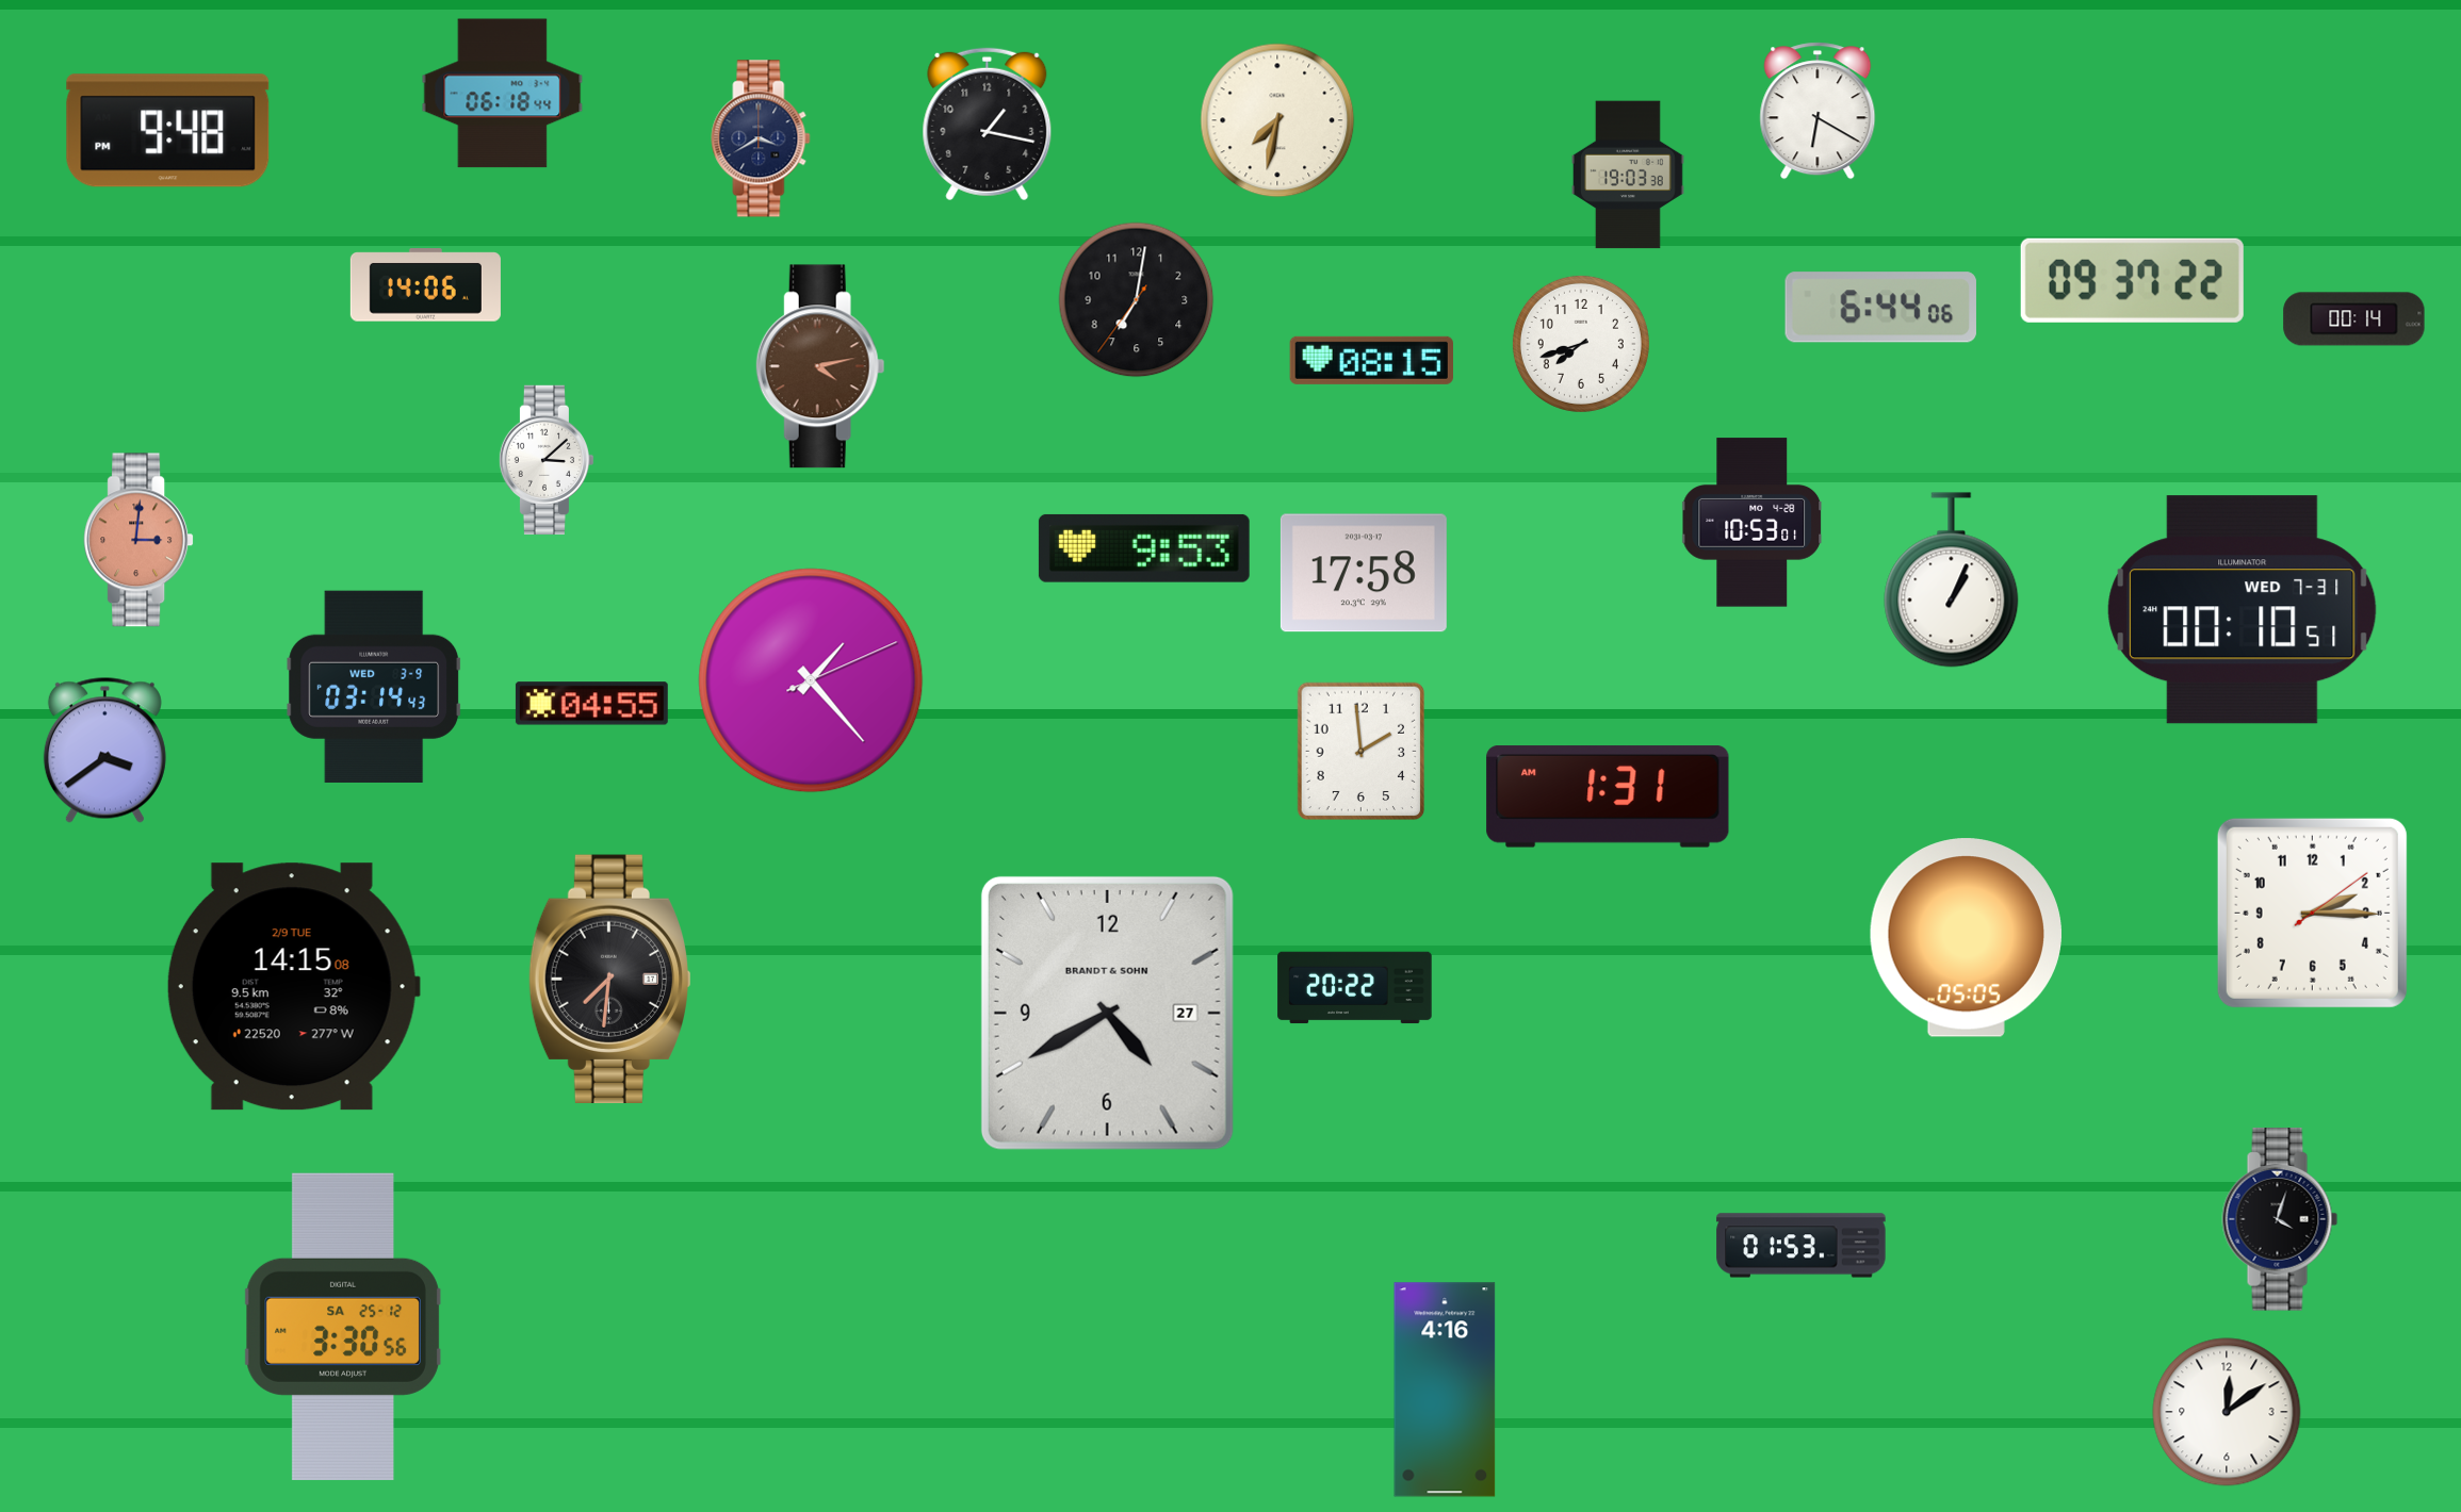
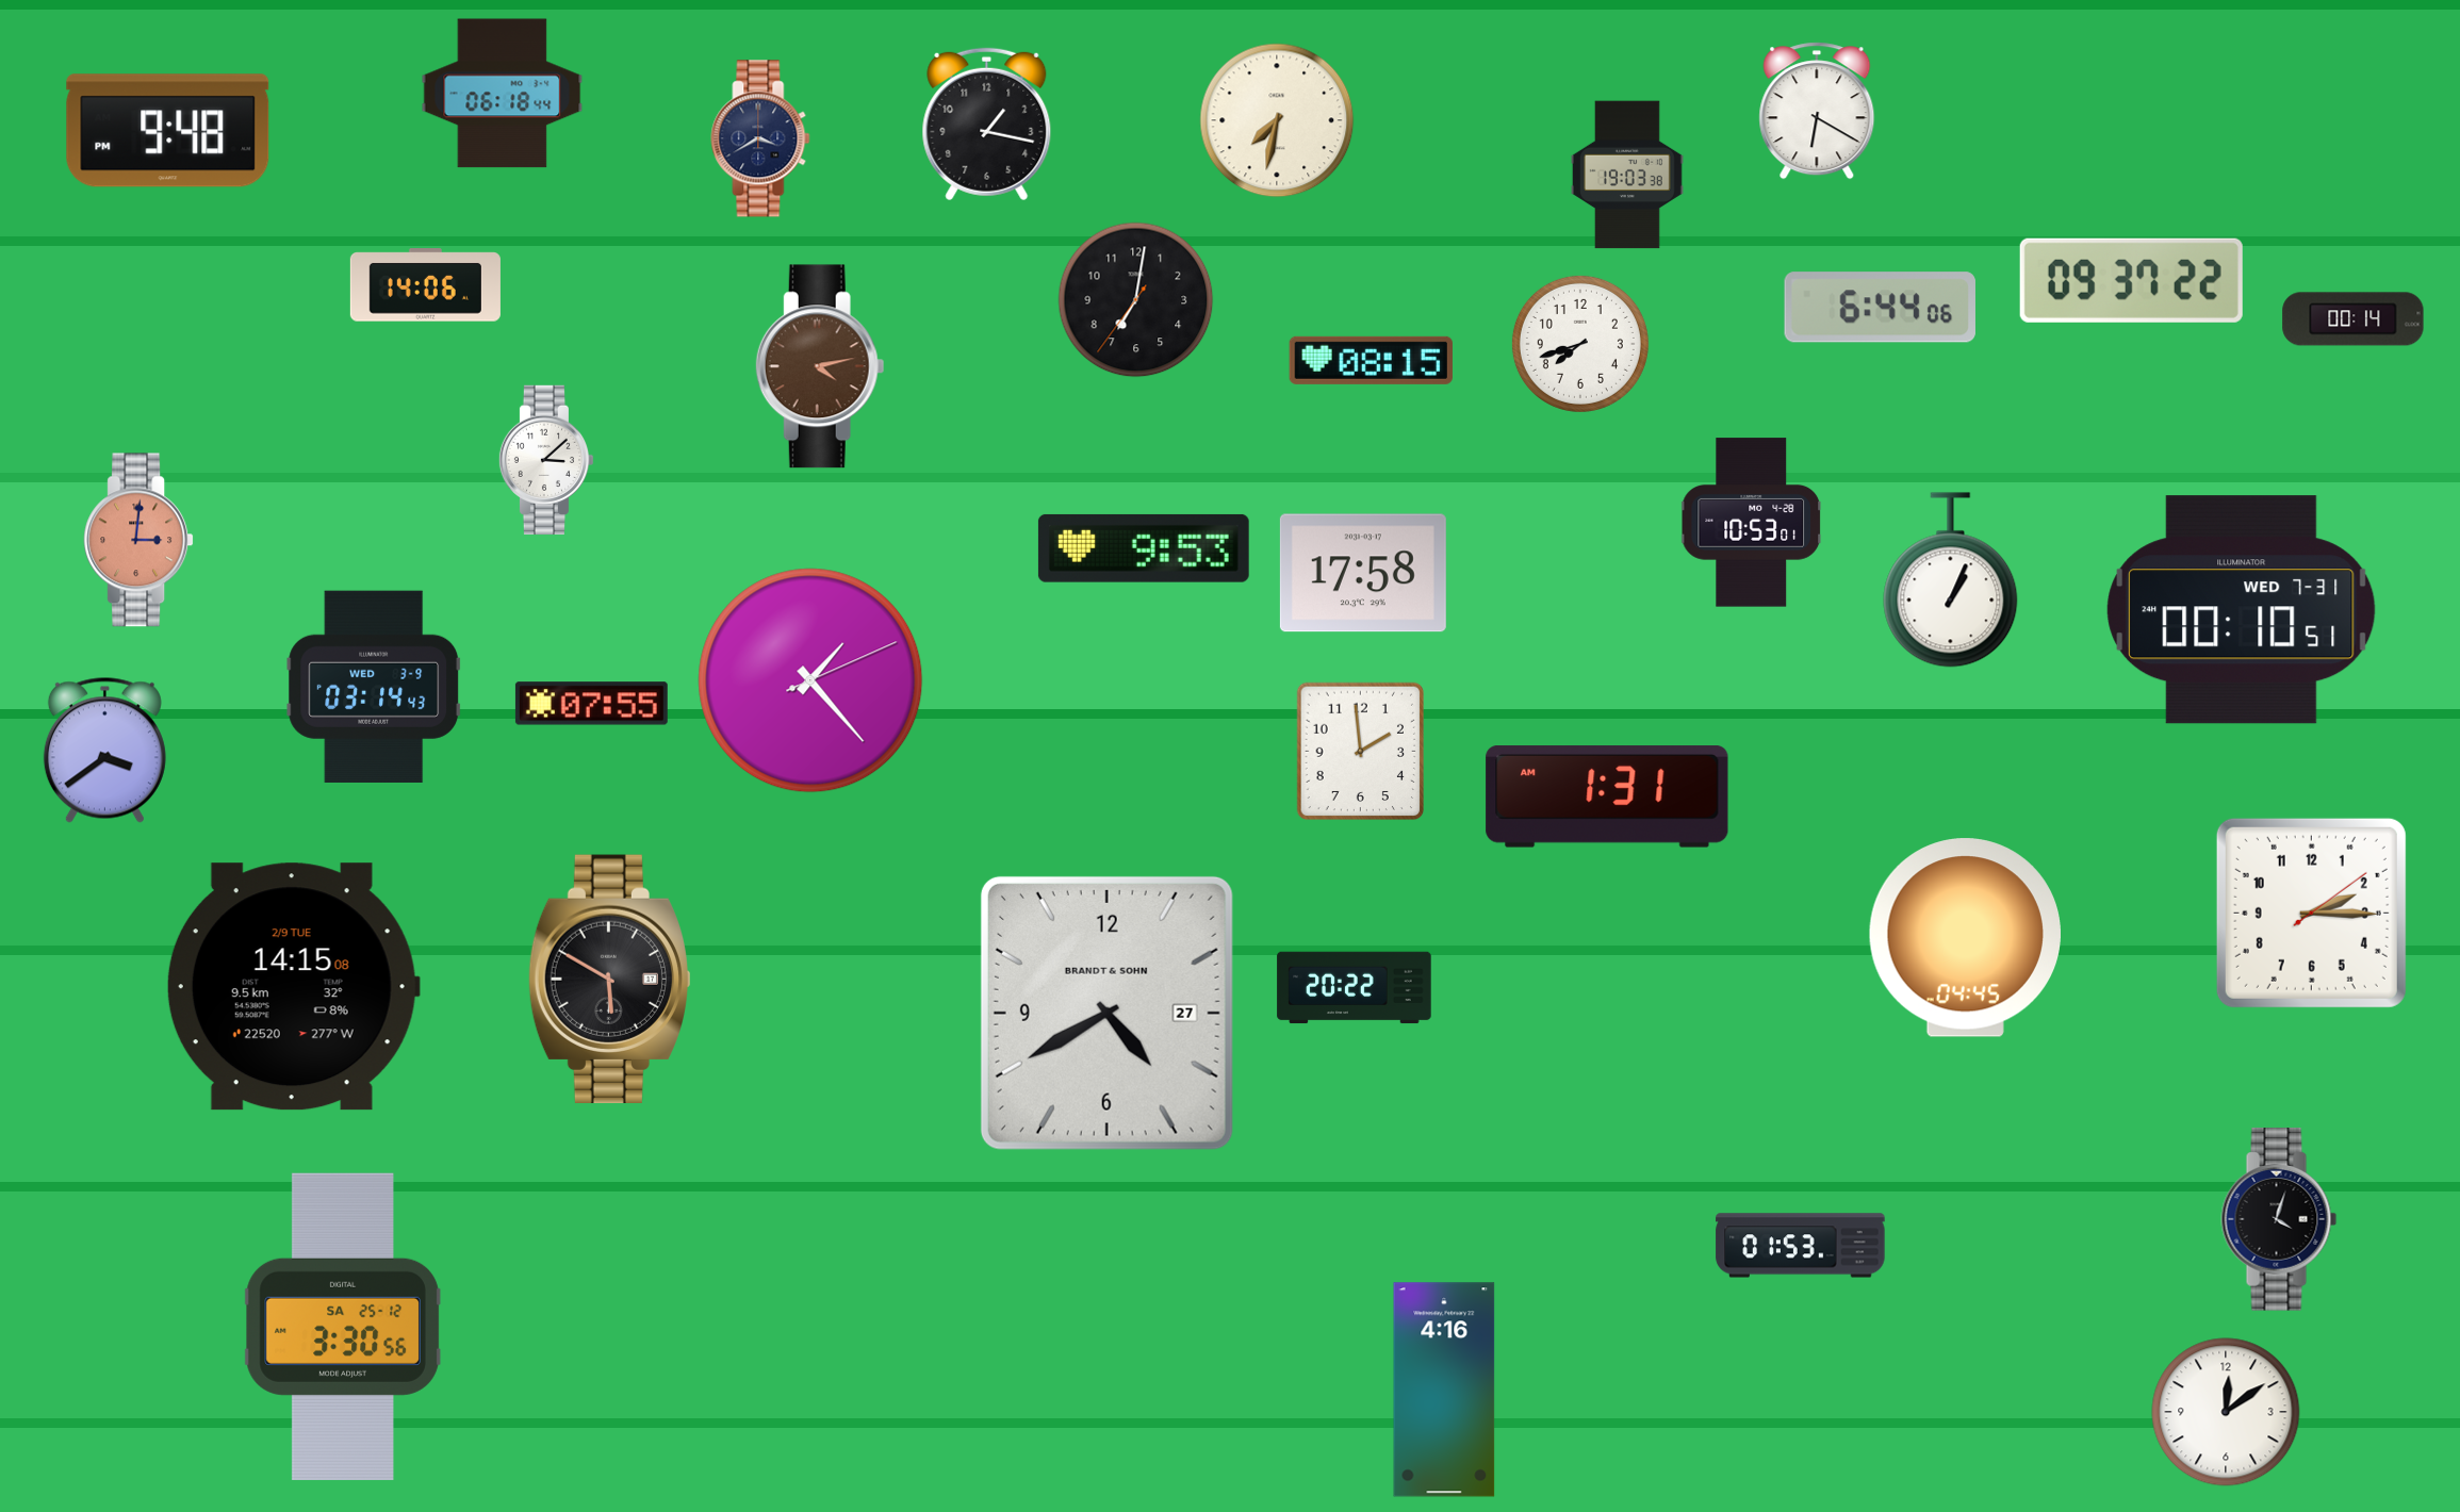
clock at (591, 704): 04:55 -> 07:55
clock at (1966, 938): 05:05 -> 04:45
clock at (608, 979): 7:31 -> 5:50
